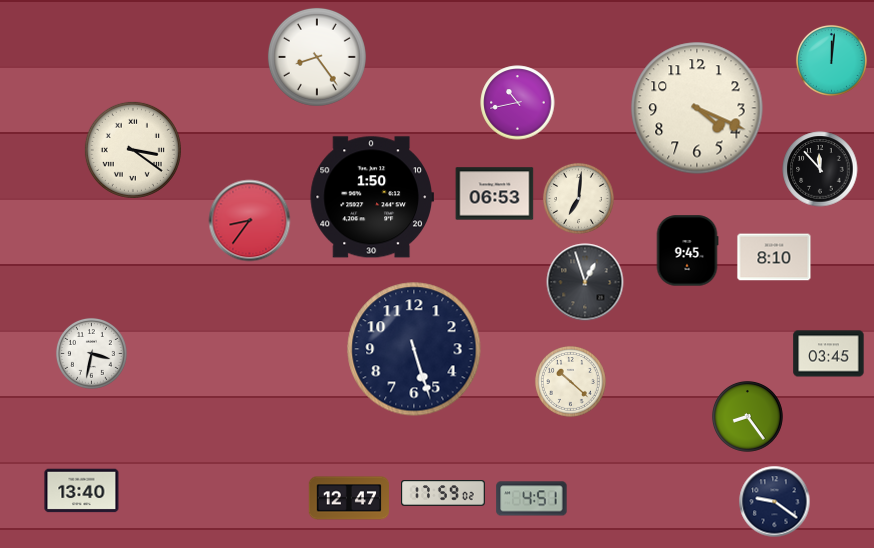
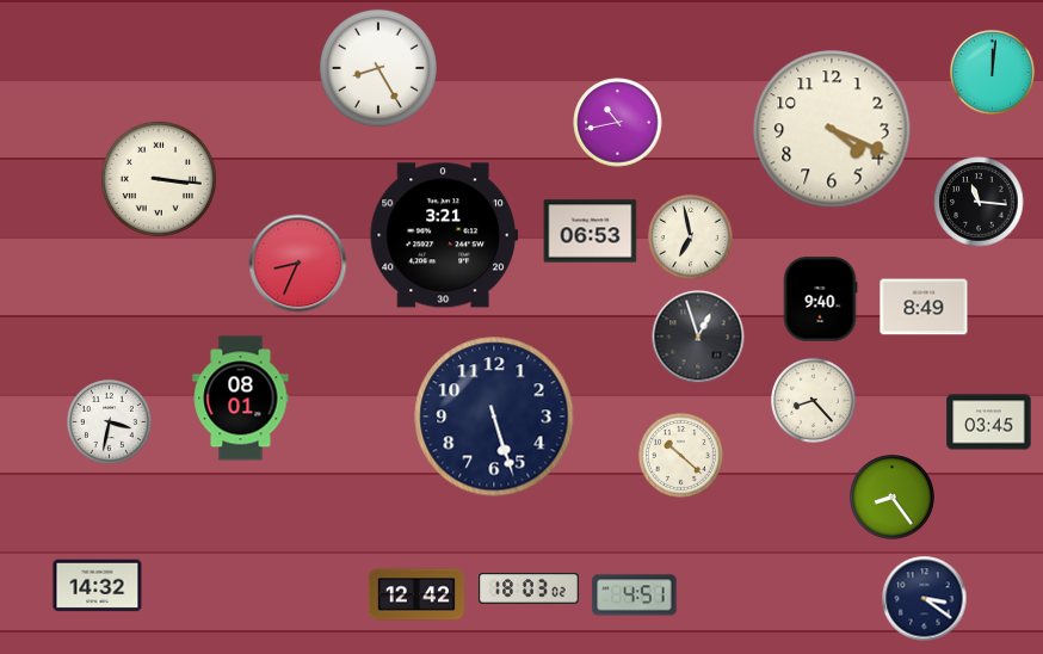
clock at (317, 57): 8:24 -> 8:25
clock at (133, 150): 3:21 -> 3:16
clock at (820, 169): 11:53 -> 11:16
clock at (371, 197): 1:50 -> 3:21
clock at (578, 198): 7:01 -> 6:58
clock at (250, 221): 8:36 -> 8:34
clock at (687, 251): 9:45 -> 9:40
clock at (774, 257): 8:10 -> 8:49
clock at (241, 399): none -> 08:01
clock at (813, 400): none -> 8:23
clock at (82, 491): 13:40 -> 14:32
clock at (443, 493): 17:59 -> 18:03
clock at (348, 498): 12:47 -> 12:42
clock at (775, 502): 9:21 -> 3:21
